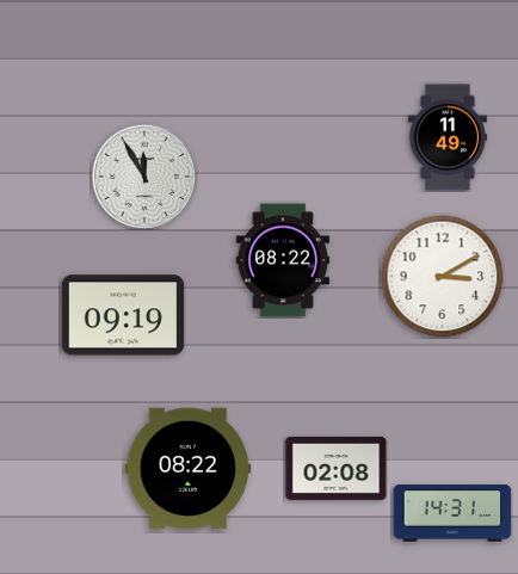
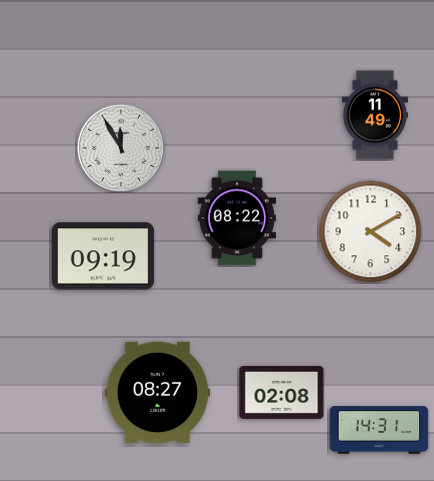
clock at (443, 277): 3:10 -> 4:10
clock at (123, 315) position: (123, 315) -> (103, 256)
clock at (187, 469): 08:22 -> 08:27
